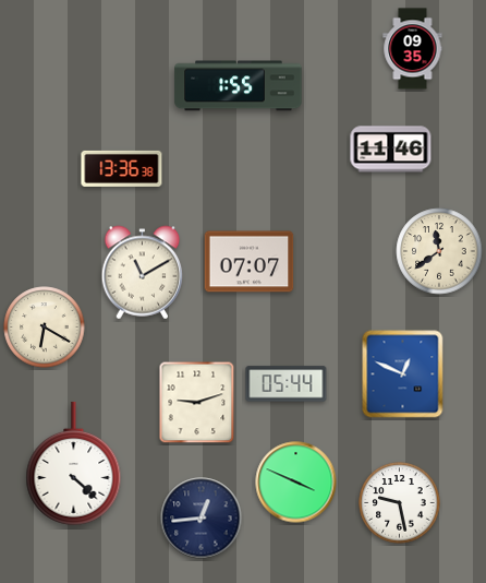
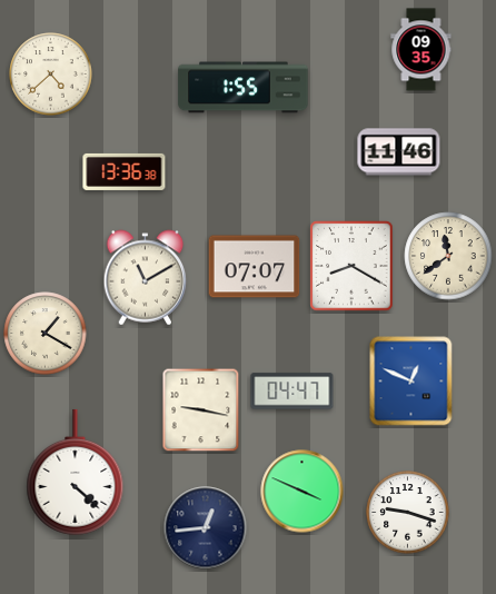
clock at (51, 75): none -> 4:38
clock at (351, 266): none -> 8:20
clock at (45, 328): 6:20 -> 1:20
clock at (287, 384): 05:44 -> 04:47
clock at (197, 403): 9:12 -> 9:17
clock at (400, 503): 9:28 -> 9:18
